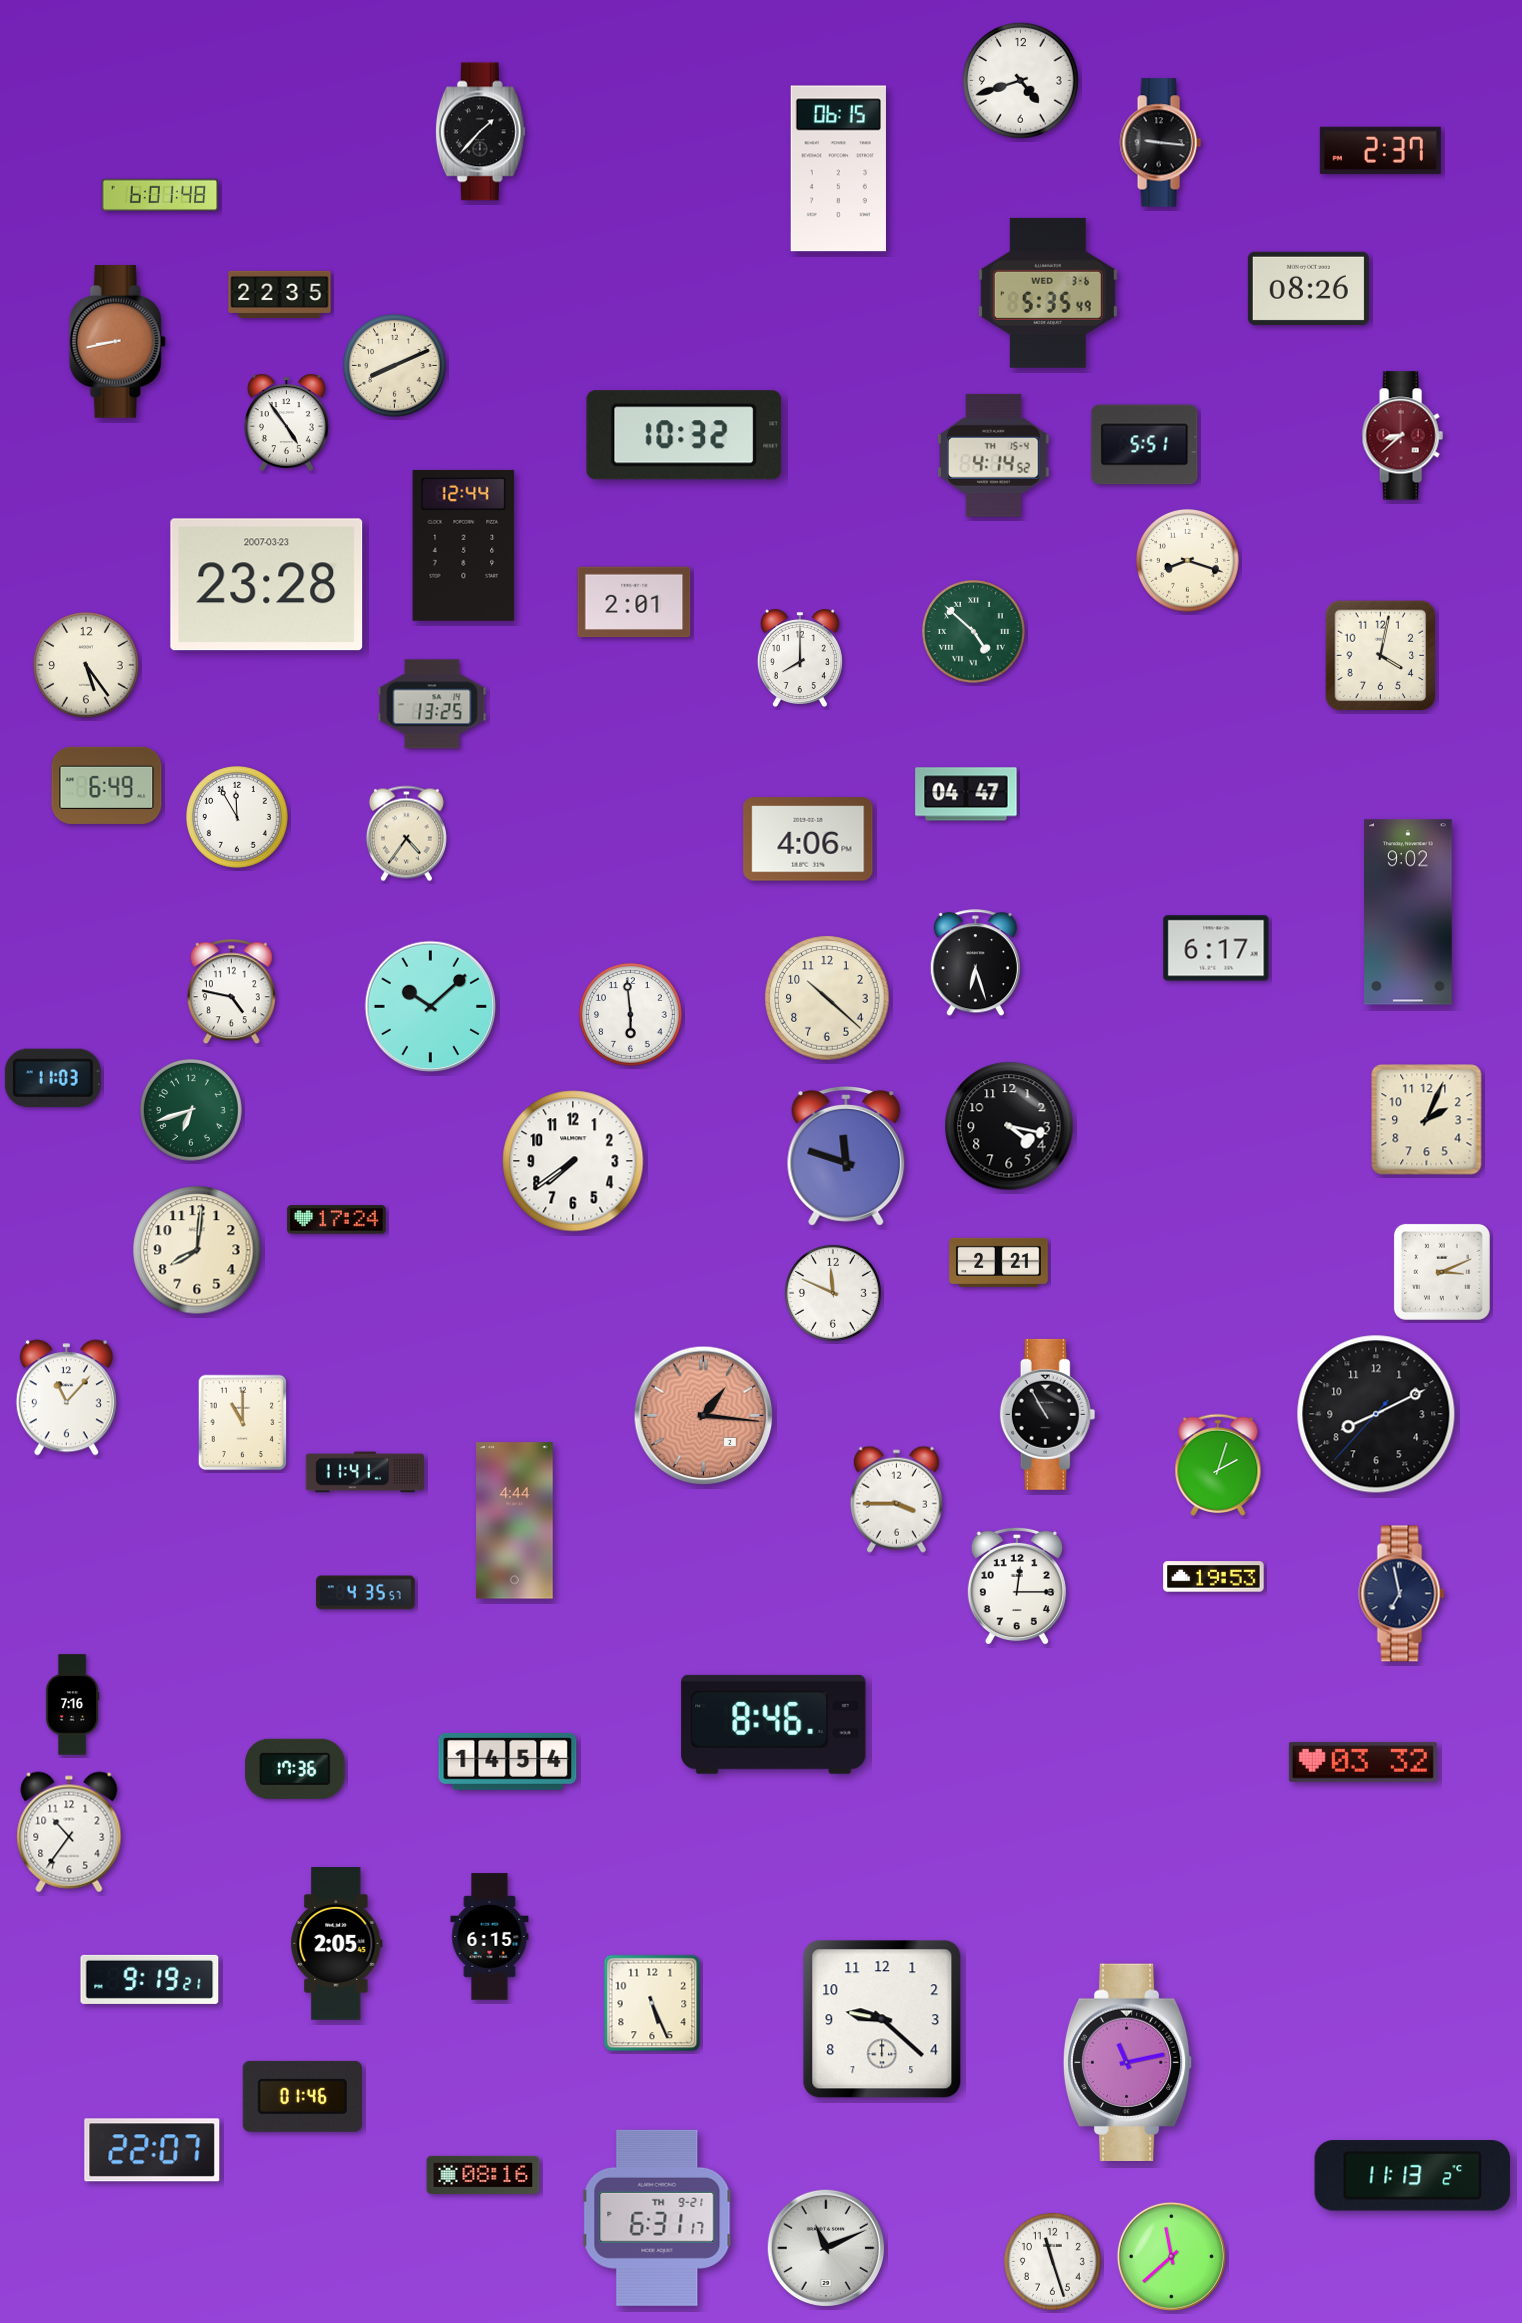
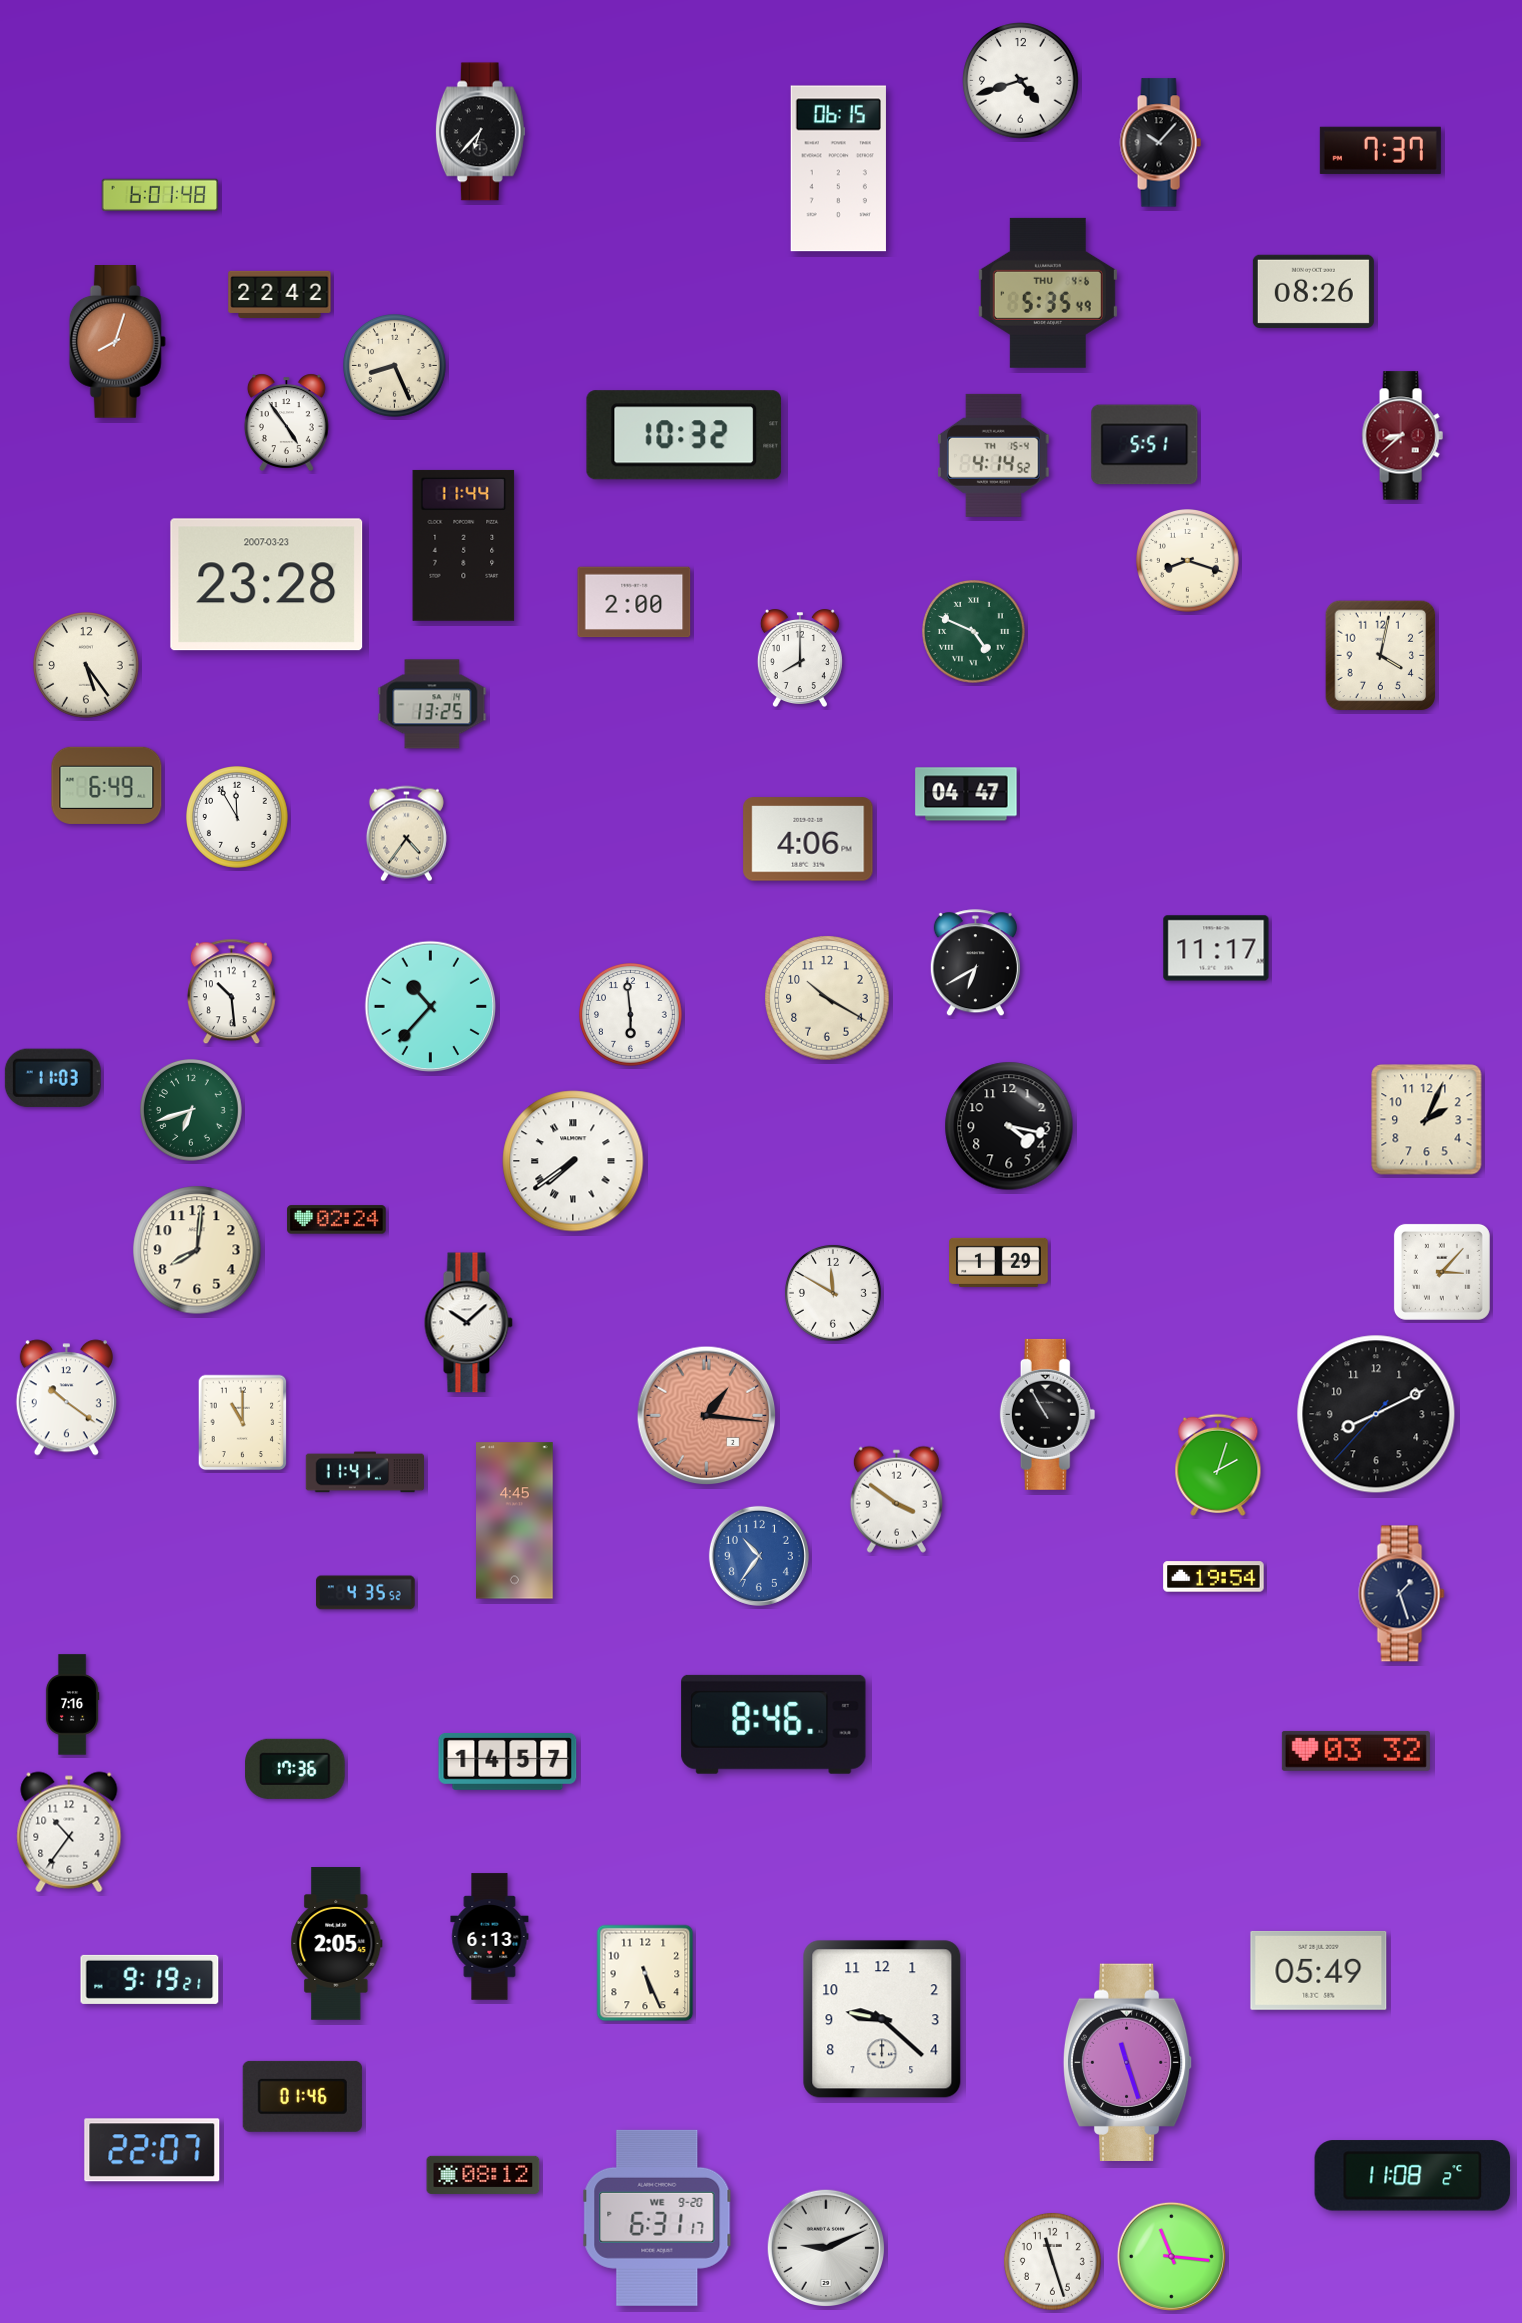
clock at (480, 132): 1:37 -> 6:37
clock at (1160, 143): 9:16 -> 10:07
clock at (1380, 150): 2:37 -> 7:37
clock at (1308, 288) position: (1308, 288) -> (1313, 291)
clock at (1048, 293) date: WED 3-6 -> THU 4-6
clock at (280, 294): 22:35 -> 22:42
clock at (117, 342): 8:43 -> 8:03
clock at (395, 366): 8:11 -> 8:26
clock at (464, 545): 12:44 -> 11:44
clock at (634, 602): 2:01 -> 2:00
clock at (974, 632): 4:52 -> 4:49
clock at (1408, 912): 9:02 -> none
clock at (1216, 948): 6:17 -> 11:17
clock at (975, 963): 6:27 -> 6:40
clock at (231, 992): 4:47 -> 10:29
clock at (827, 998): 10:22 -> 10:20
clock at (431, 1007): 10:08 -> 10:37
clock at (846, 1157): 11:48 -> none
clock at (573, 1161) numerals: Arabic -> Roman
clock at (337, 1220): 17:24 -> 02:24
clock at (999, 1262): 2:21 -> 1:29
clock at (1442, 1272): 3:11 -> 3:07
clock at (833, 1293): 11:49 -> 11:50
clock at (468, 1323): none -> 10:08
clock at (66, 1398): 11:07 -> 10:21
clock at (704, 1416) position: (704, 1416) -> (707, 1416)
clock at (896, 1499): 3:45 -> 3:51
clock at (515, 1521): 4:44 -> 4:45
clock at (759, 1556): none -> 10:36
clock at (1214, 1577): 19:53 -> 19:54
clock at (1017, 1586): 12:15 -> none
clock at (366, 1593): 4:35:57 -> 4:35:52
clock at (1402, 1594): 6:58 -> 1:27
clock at (508, 1761): 14:54 -> 14:57
clock at (1363, 1762) position: (1363, 1762) -> (1356, 1751)
clock at (490, 1937): 6:15 -> 6:13
clock at (1319, 1970): none -> 05:49
clock at (652, 2003) position: (652, 2003) -> (645, 1973)
clock at (1128, 2062): 11:13 -> 11:27
clock at (483, 2175): 08:16 -> 08:12
clock at (1413, 2176): 11:13 -> 11:08
clock at (657, 2218) date: TH 9-21 -> WE 9-20
clock at (825, 2247): 11:11 -> 9:11
clock at (1171, 2256): 11:38 -> 11:16
